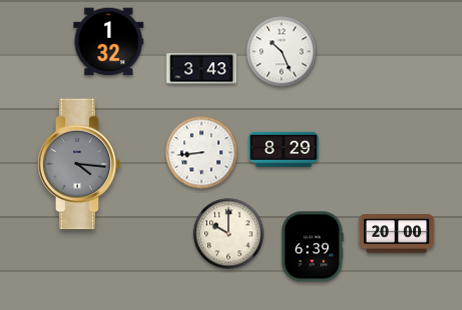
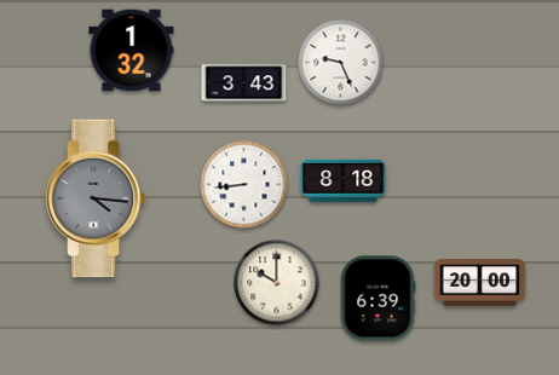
clock at (282, 52): 10:26 -> 9:26
clock at (284, 149): 8:29 -> 8:18
